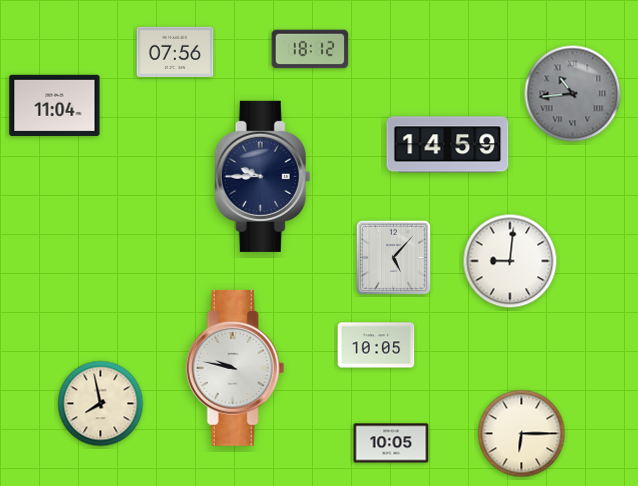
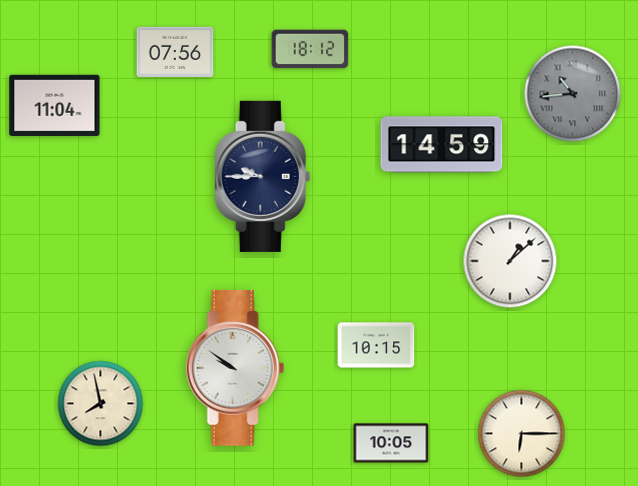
clock at (448, 145) position: (448, 145) -> (442, 145)
clock at (393, 257): 5:07 -> none
clock at (510, 261): 9:01 -> 1:08
clock at (376, 345): 10:05 -> 10:15
clock at (235, 368): 9:47 -> 9:51
